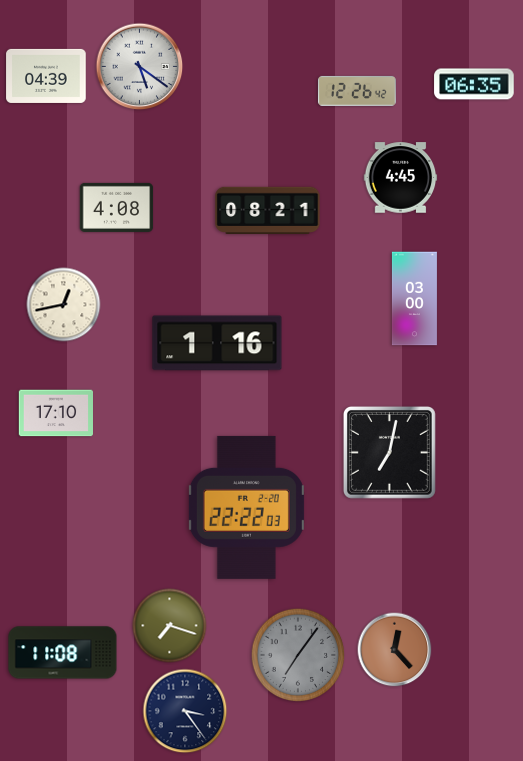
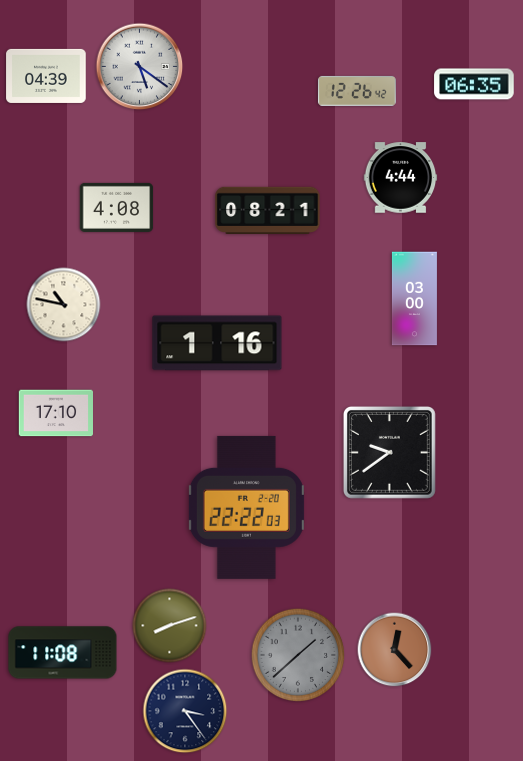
clock at (401, 178): 4:45 -> 4:44
clock at (64, 305): 12:43 -> 10:47
clock at (389, 452): 7:02 -> 9:39
clock at (170, 626): 7:18 -> 8:12
clock at (298, 655): 7:06 -> 1:38
